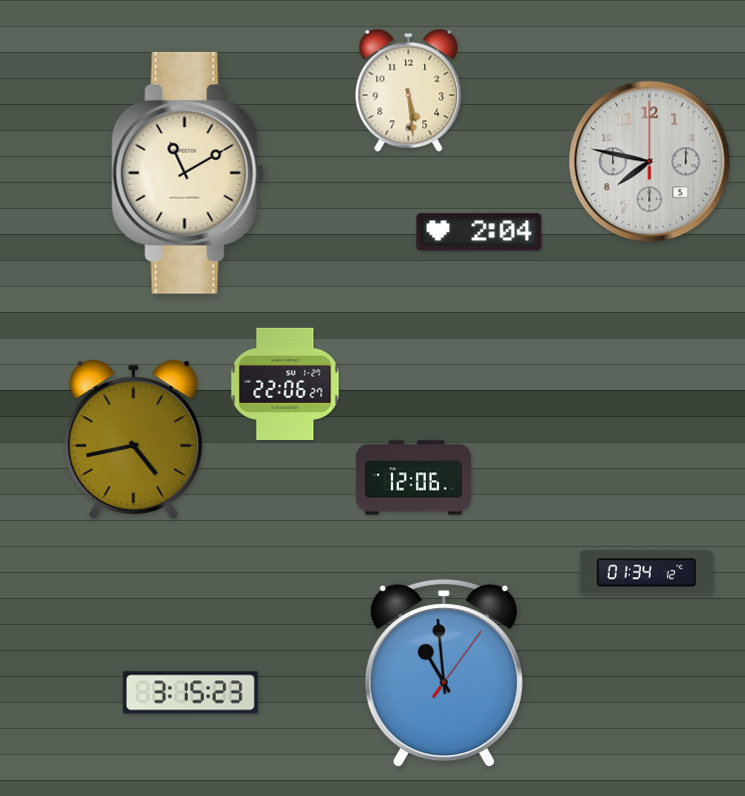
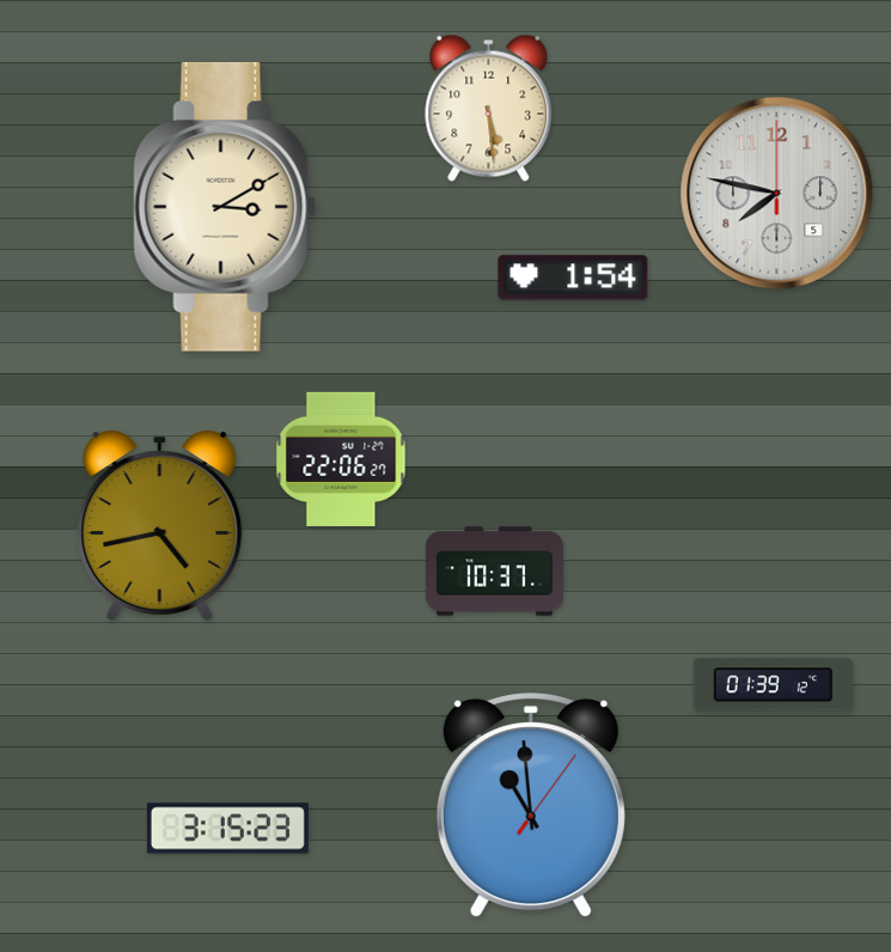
clock at (188, 173): 11:10 -> 3:10
clock at (479, 232): 2:04 -> 1:54
clock at (413, 478): 12:06 -> 10:37
clock at (646, 573): 01:34 -> 01:39
